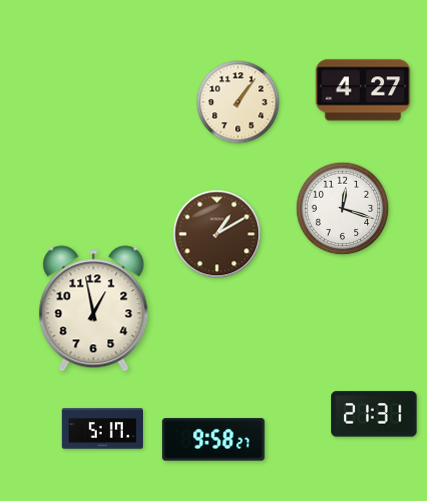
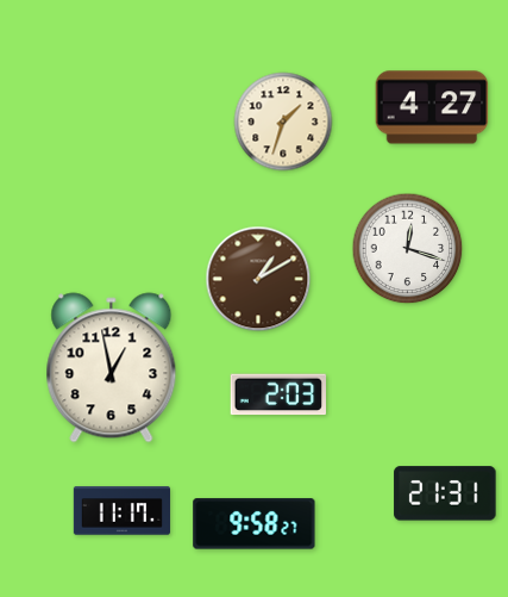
clock at (238, 102): 1:06 -> 1:33
clock at (277, 394): none -> 2:03
clock at (102, 429): 5:17 -> 11:17
